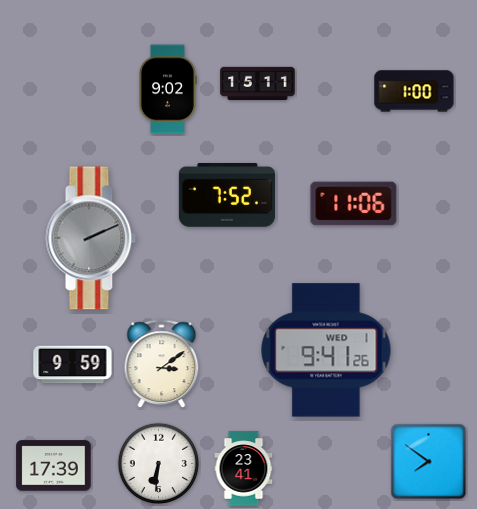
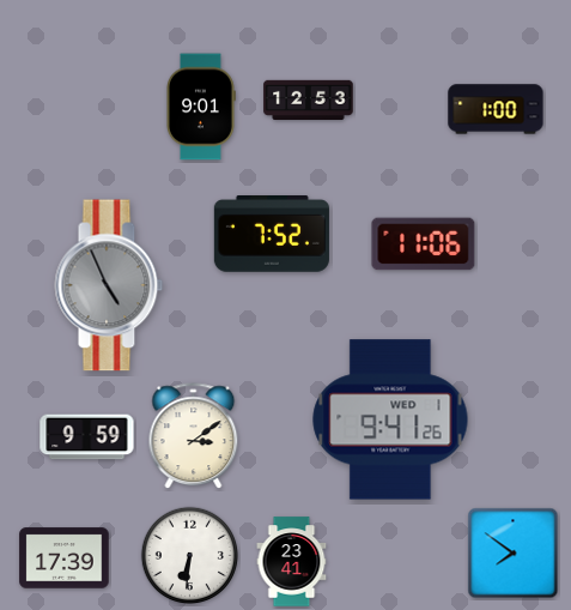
clock at (258, 83): 15:11 -> 12:53
clock at (168, 89): 9:02 -> 9:01
clock at (91, 238): 2:11 -> 4:56
